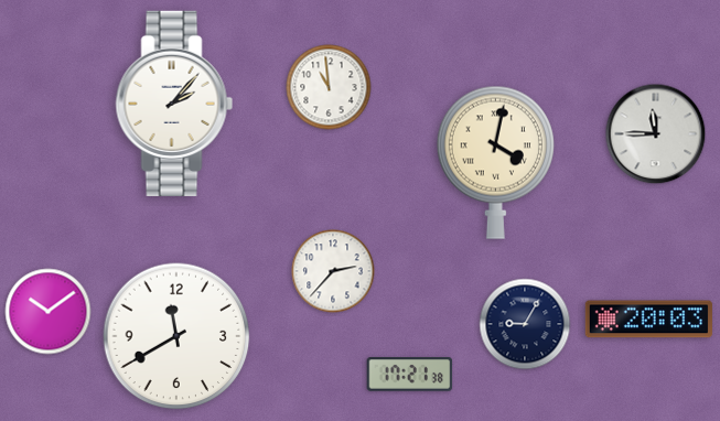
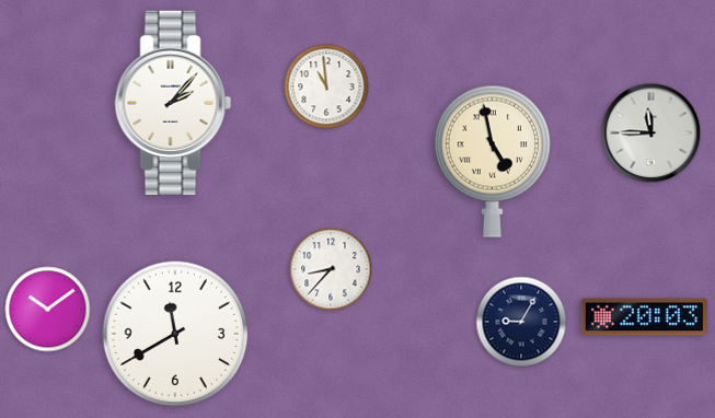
clock at (495, 162): 4:02 -> 4:58
clock at (333, 271): 2:37 -> 8:37
clock at (410, 375): 17:21 -> none
